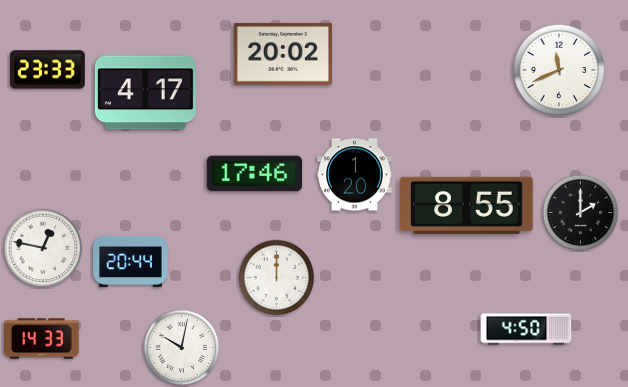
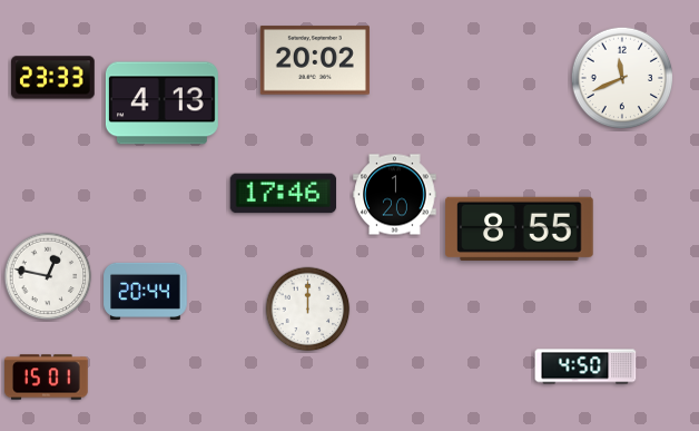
clock at (145, 93): 4:17 -> 4:13
clock at (581, 213): 2:00 -> none
clock at (42, 339): 14:33 -> 15:01
clock at (182, 348): 10:02 -> none
